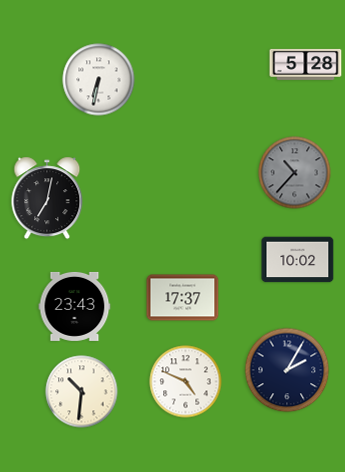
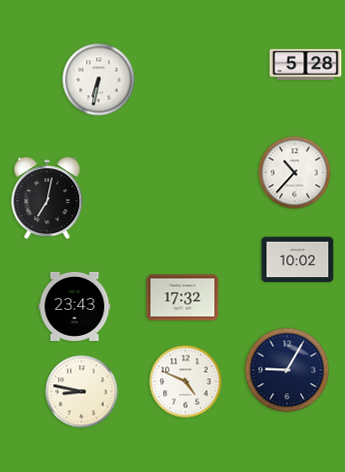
clock at (295, 173) dial: grey -> white
clock at (183, 298): 17:37 -> 17:32
clock at (287, 370): 2:05 -> 9:05
clock at (82, 392): 10:31 -> 8:47
